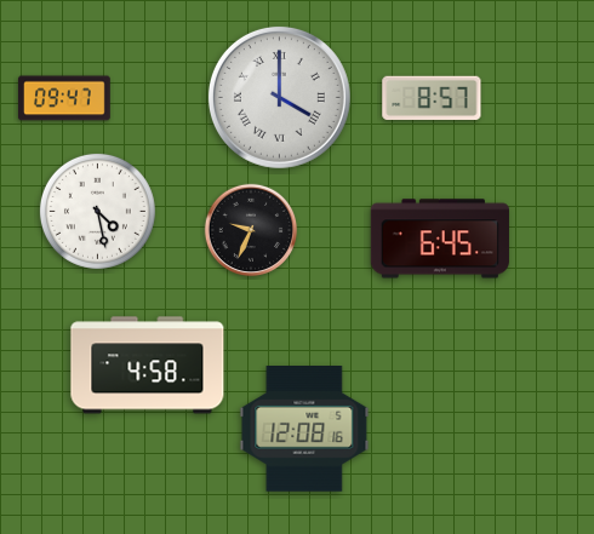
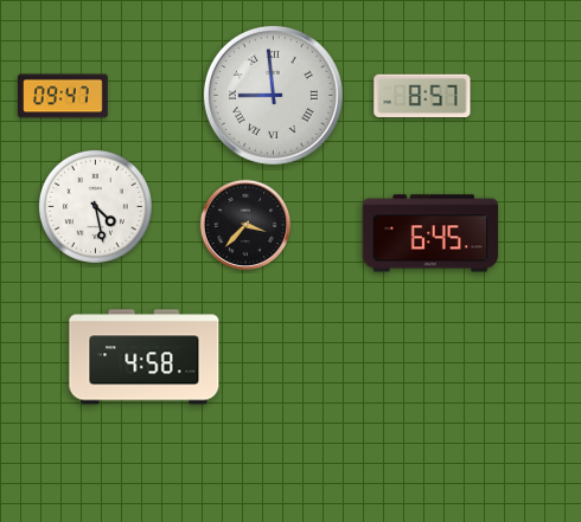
clock at (279, 97): 4:00 -> 8:59
clock at (251, 230): 9:34 -> 3:37
clock at (304, 430): 12:08 -> none
